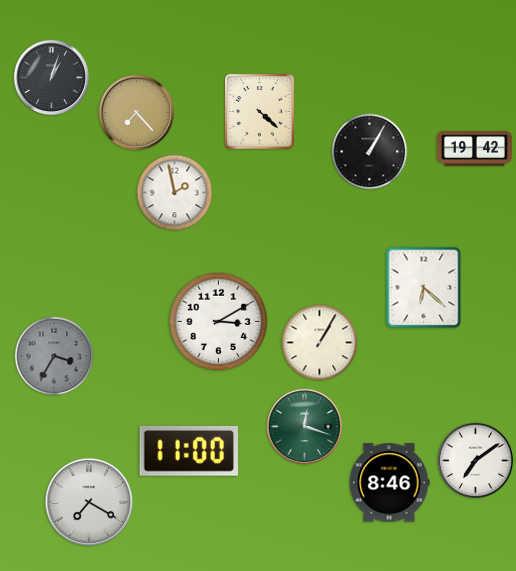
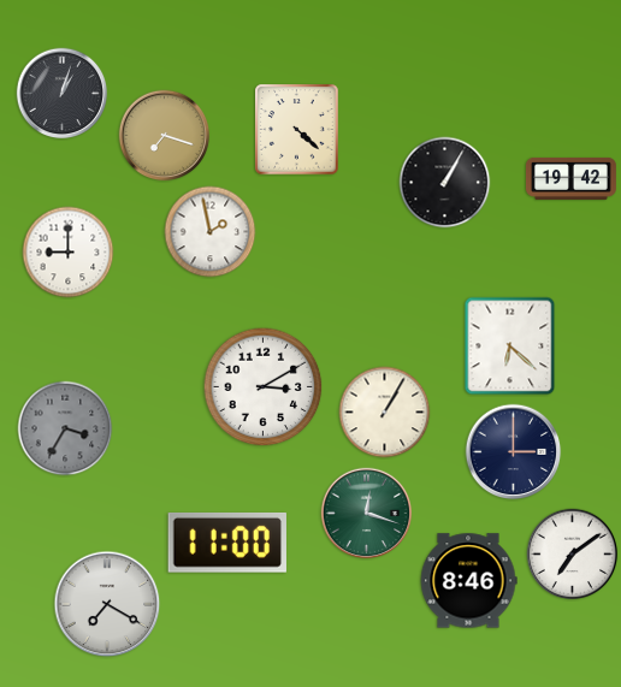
clock at (260, 112) position: (260, 112) -> (297, 130)
clock at (137, 113): 7:23 -> 7:18
clock at (69, 253): none -> 9:00
clock at (514, 452): none -> 3:00
